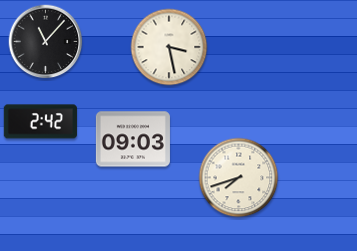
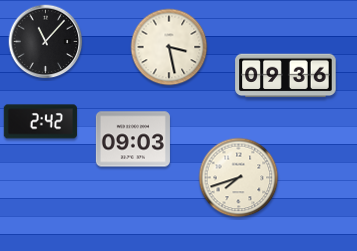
clock at (286, 76): none -> 09:36
